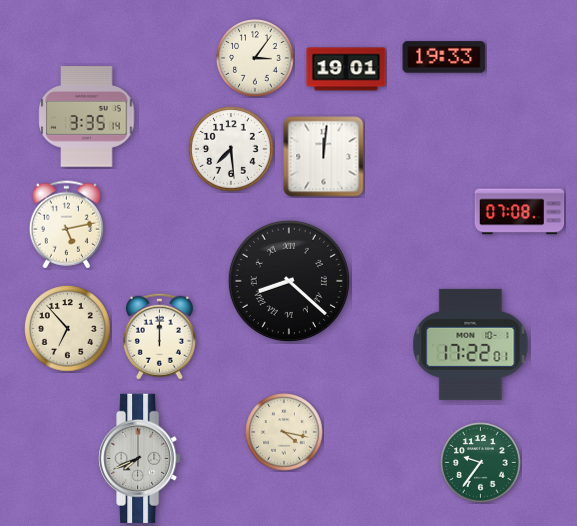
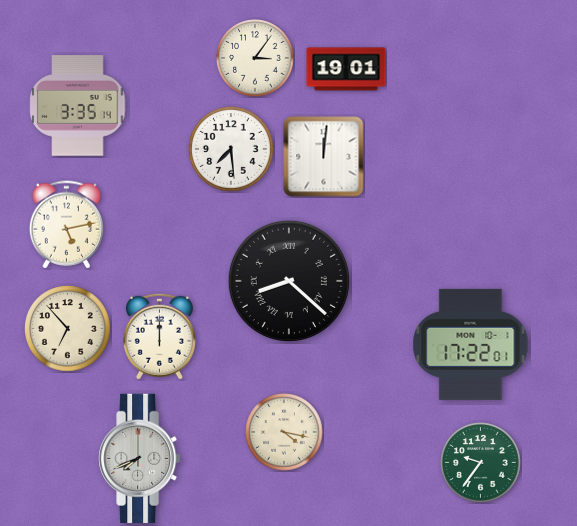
clock at (444, 57): 19:33 -> none
clock at (87, 117) position: (87, 117) -> (78, 106)
clock at (520, 212): 07:08 -> none
